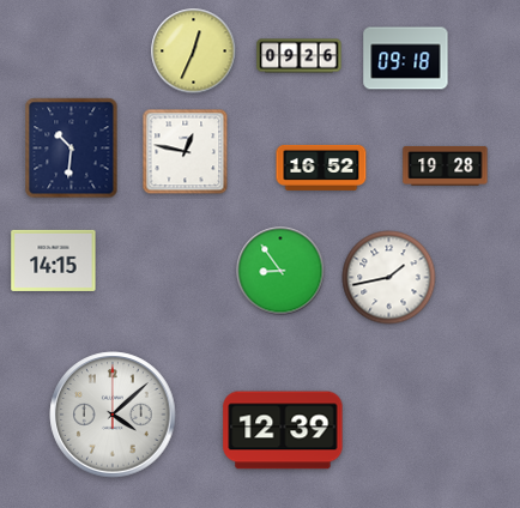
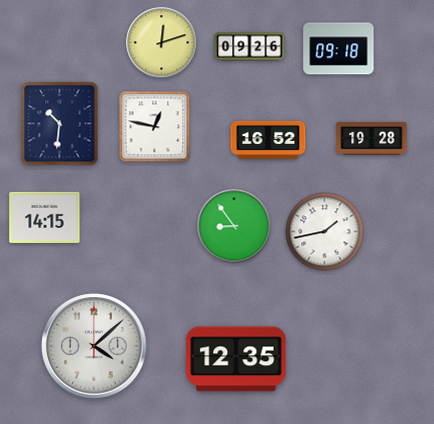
clock at (194, 52): 12:34 -> 12:12
clock at (283, 430): 12:39 -> 12:35
